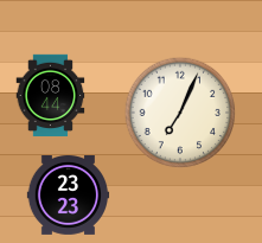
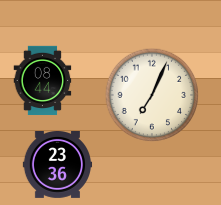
clock at (69, 196): 23:23 -> 23:36
